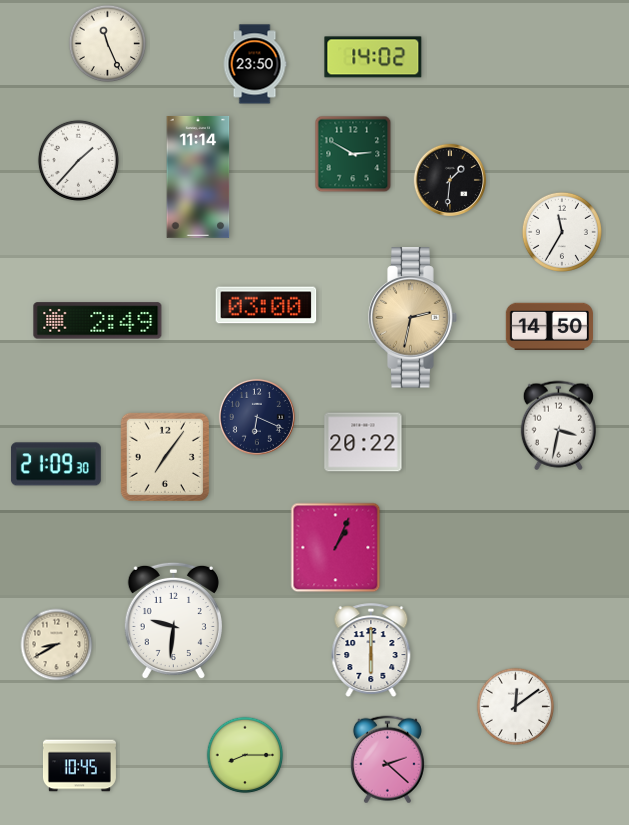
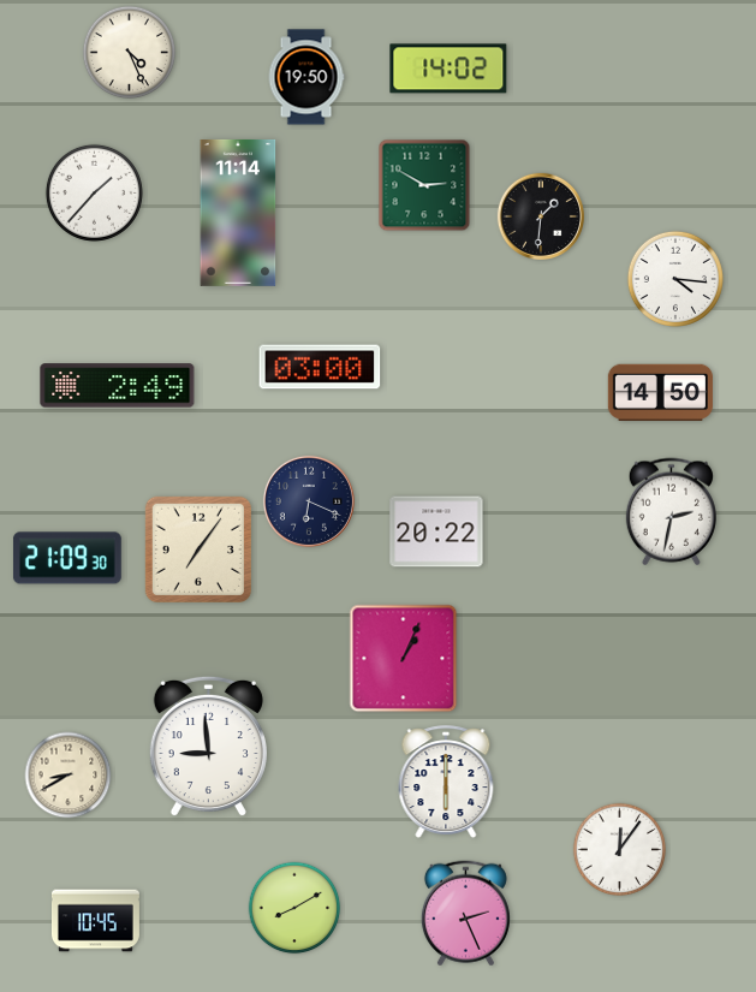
clock at (108, 44): 11:26 -> 4:26
clock at (255, 64): 23:50 -> 19:50
clock at (562, 232): 11:35 -> 4:16
clock at (413, 318): 2:32 -> none
clock at (558, 426): 3:32 -> 2:32
clock at (173, 621): 9:31 -> 8:59
clock at (516, 707): 12:09 -> 12:06
clock at (245, 755): 8:15 -> 8:10
clock at (387, 760): 2:22 -> 2:26
